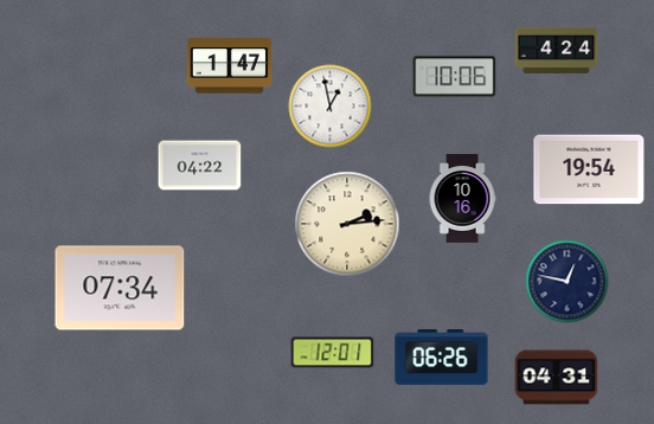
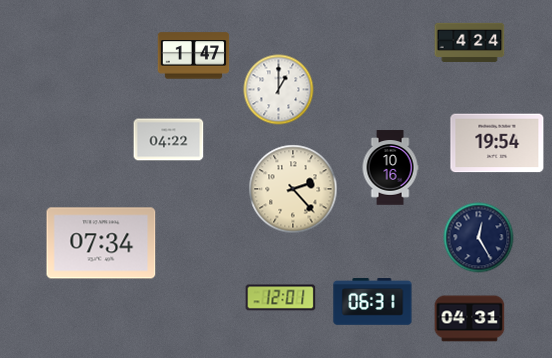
clock at (455, 77): 10:06 -> none
clock at (331, 107): 12:58 -> 1:00
clock at (347, 224): 2:14 -> 2:23
clock at (568, 282): 12:47 -> 12:25
clock at (442, 358): 06:26 -> 06:31
